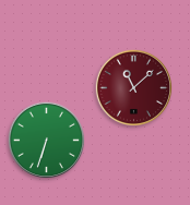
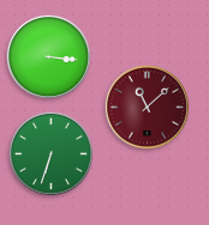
clock at (49, 57): none -> 3:16
clock at (134, 88) position: (134, 88) -> (148, 108)
